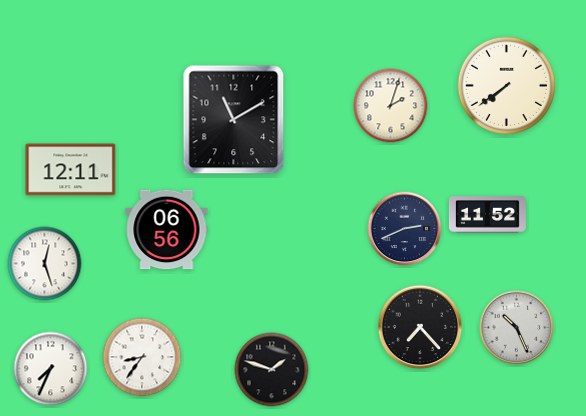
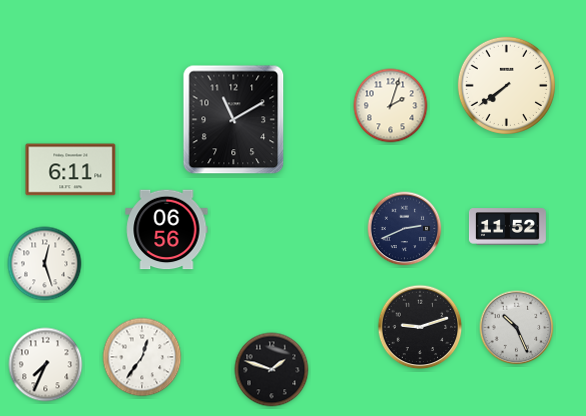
clock at (71, 170): 12:11 -> 6:11
clock at (487, 215) position: (487, 215) -> (507, 227)
clock at (420, 327): 7:23 -> 9:12
clock at (142, 357): 8:36 -> 12:36
clock at (51, 369) position: (51, 369) -> (46, 365)
